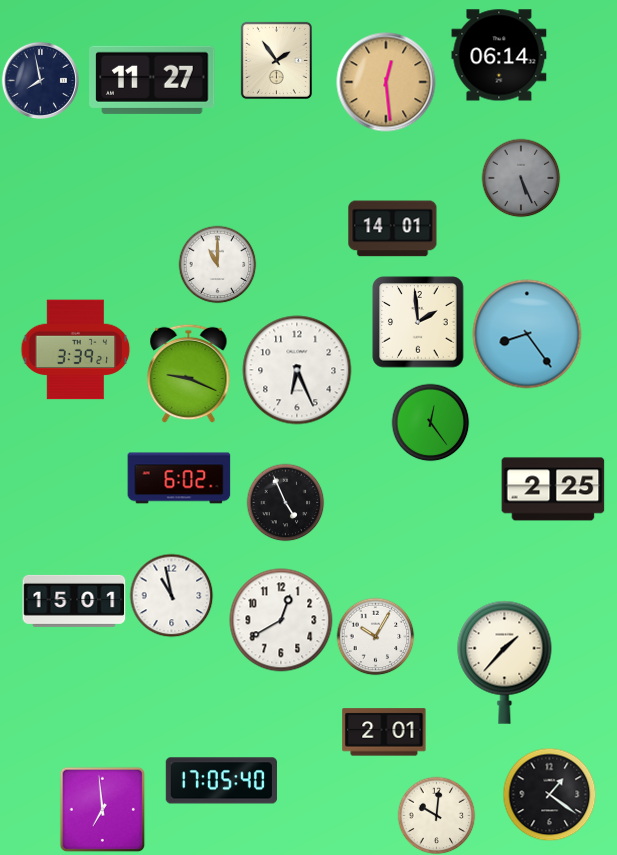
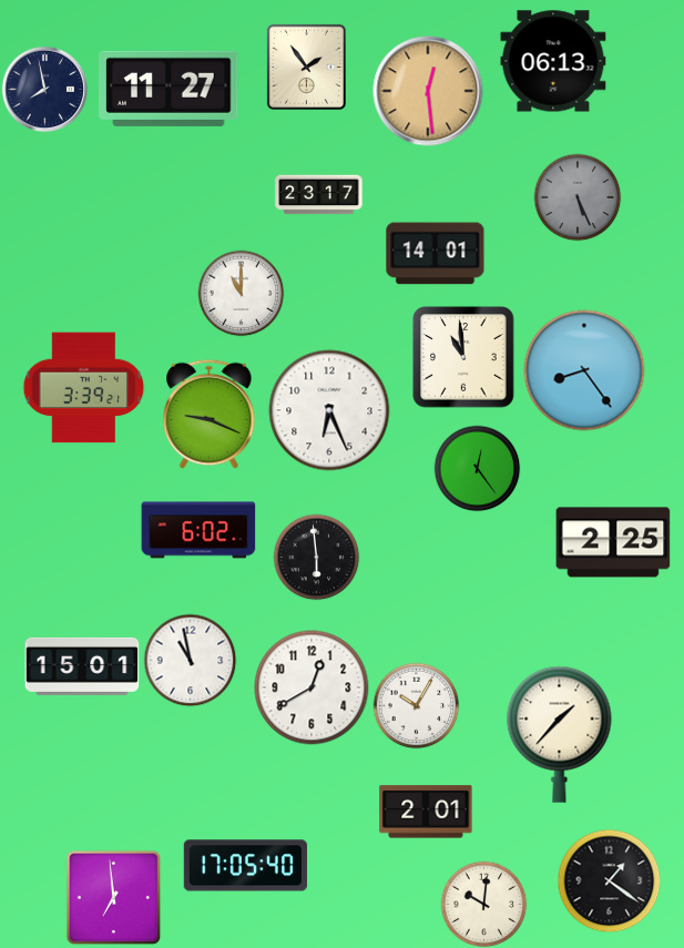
clock at (499, 55): 06:14 -> 06:13
clock at (319, 195): none -> 23:17
clock at (418, 322): 1:59 -> 10:59
clock at (285, 502): 4:56 -> 5:59
